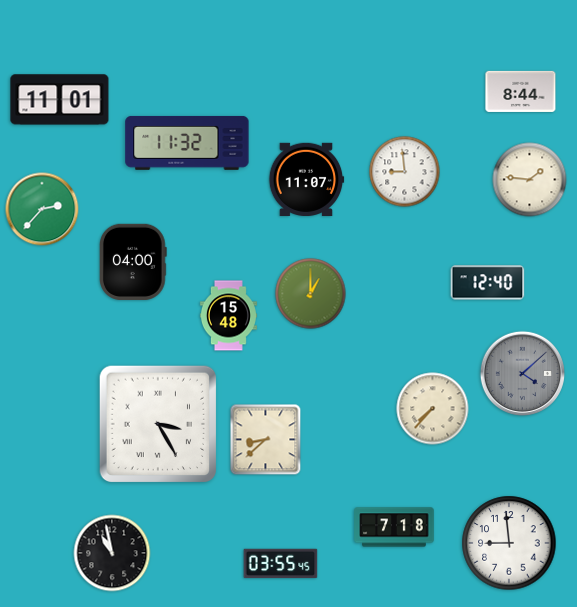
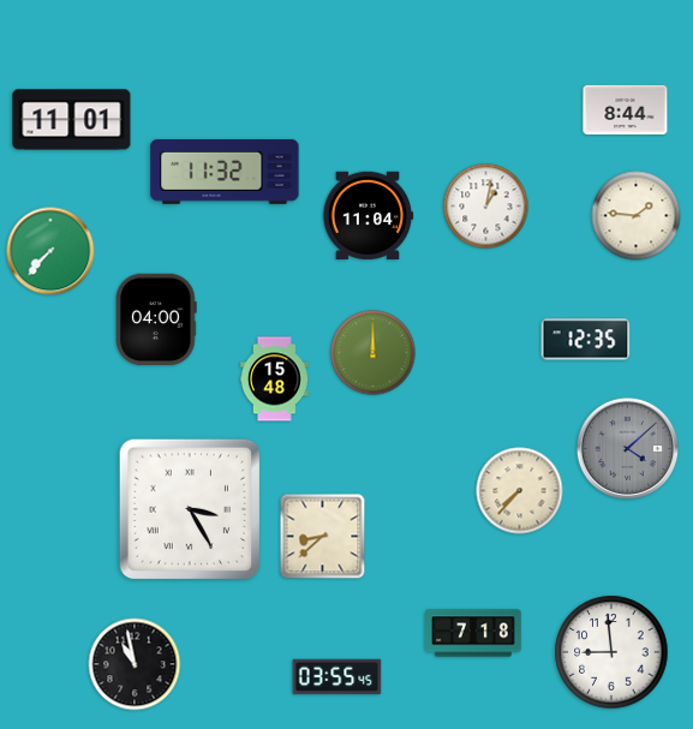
clock at (405, 172): 8:59 -> 1:02
clock at (306, 179): 11:07 -> 11:04
clock at (42, 209): 2:37 -> 7:37
clock at (134, 262) position: (134, 262) -> (157, 319)
clock at (488, 283): 12:40 -> 12:35
clock at (311, 294): 1:00 -> 12:00
clock at (266, 440) position: (266, 440) -> (323, 537)
